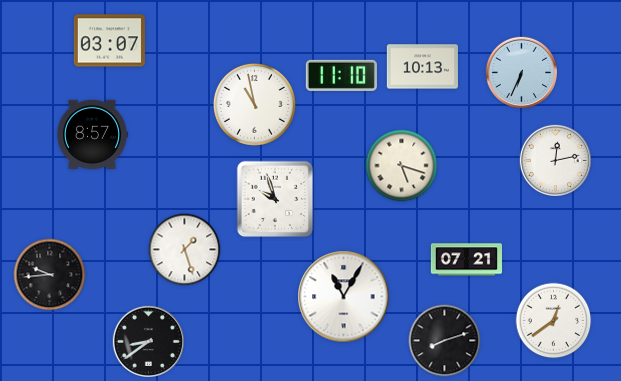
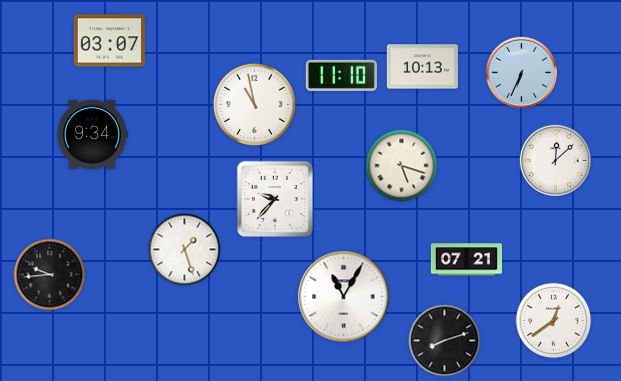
clock at (92, 135): 8:57 -> 9:34
clock at (555, 160): 12:13 -> 12:08
clock at (275, 199): 9:57 -> 9:37
clock at (148, 341): 8:39 -> none
